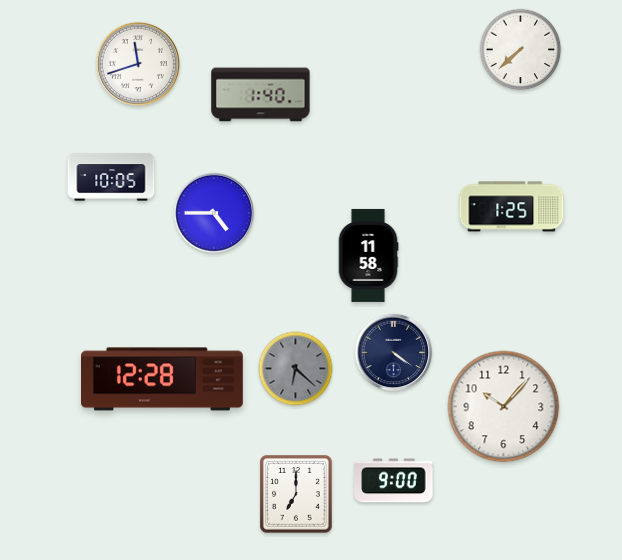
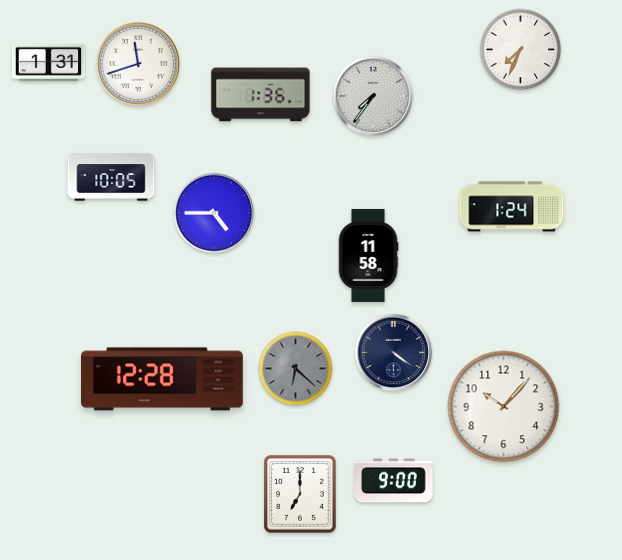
clock at (521, 50): 7:38 -> 7:34
clock at (49, 62): none -> 1:31
clock at (261, 95): 1:40 -> 1:36
clock at (373, 96): none -> 7:36
clock at (512, 207): 1:25 -> 1:24
clock at (296, 494) position: (296, 494) -> (300, 494)
